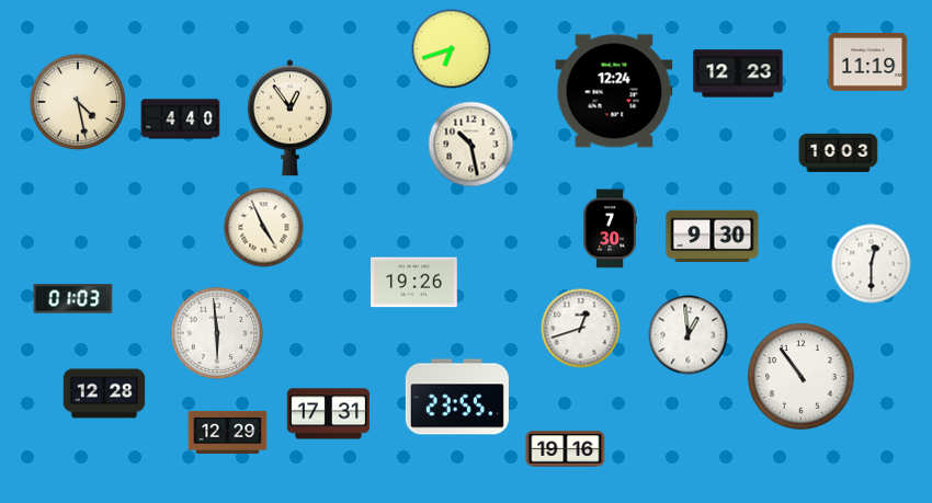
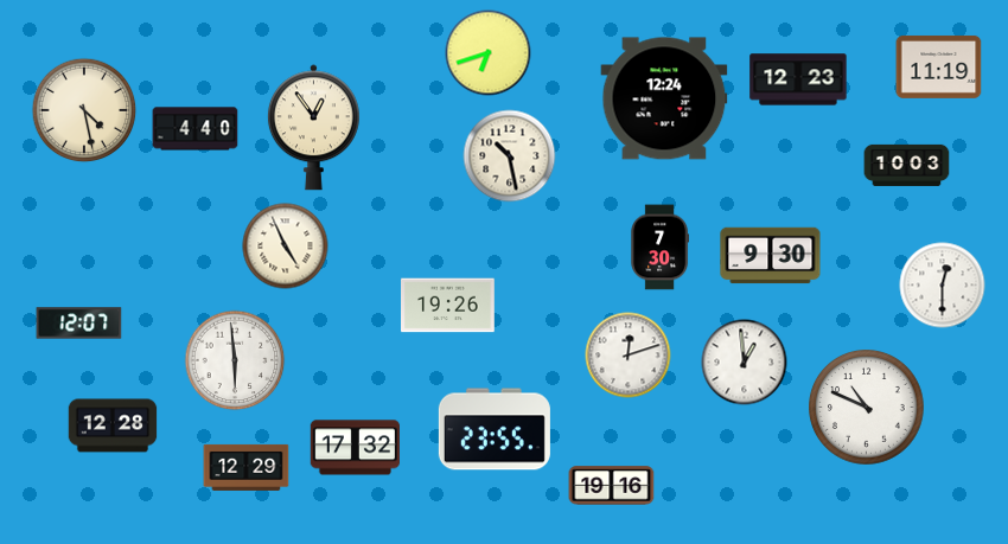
clock at (73, 299): 01:03 -> 12:07
clock at (581, 329): 12:42 -> 12:12
clock at (802, 377): 10:54 -> 10:49
clock at (329, 414): 17:31 -> 17:32
